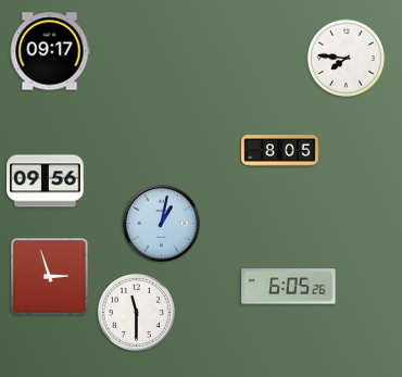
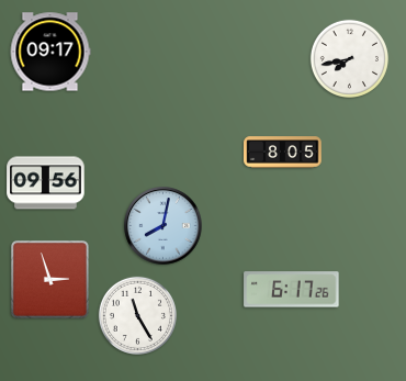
clock at (346, 58): 7:46 -> 7:43
clock at (162, 224): 1:02 -> 8:02
clock at (289, 287): 6:05 -> 6:17
clock at (136, 312): 11:30 -> 11:25
